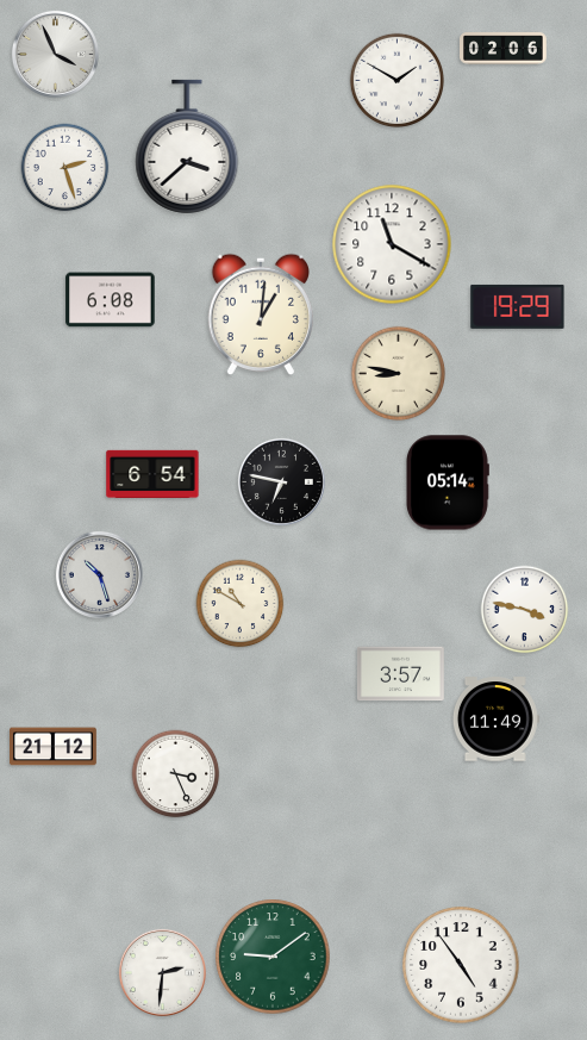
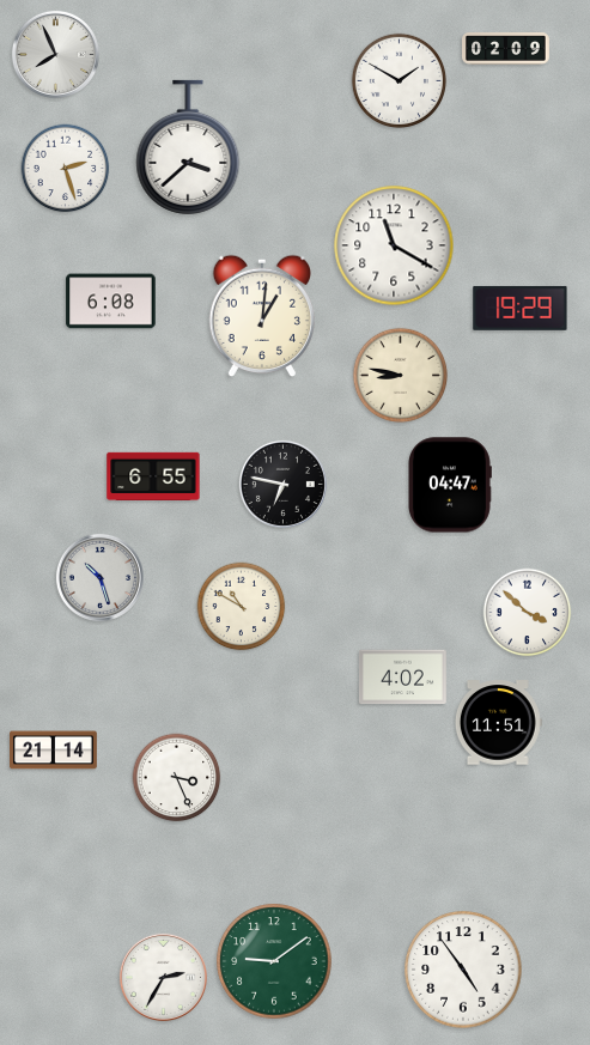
clock at (504, 49): 02:06 -> 02:09
clock at (55, 54): 3:56 -> 7:56
clock at (152, 473): 6:54 -> 6:55
clock at (448, 482): 05:14 -> 04:47
clock at (525, 610): 3:47 -> 3:52
clock at (401, 674): 3:57 -> 4:02
clock at (495, 720): 11:49 -> 11:51
clock at (54, 747): 21:12 -> 21:14
clock at (162, 972): 2:31 -> 2:35
